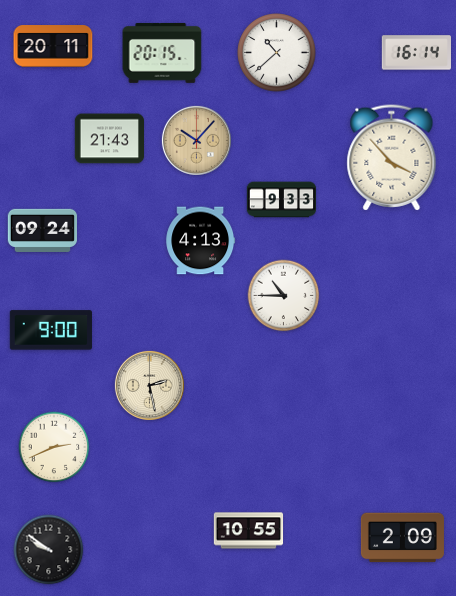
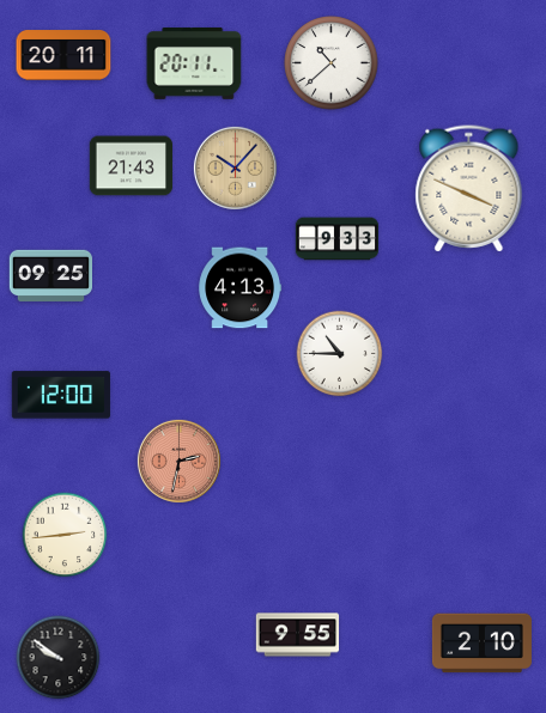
clock at (162, 53): 20:15 -> 20:11
clock at (416, 53): 16:14 -> none
clock at (392, 158): 3:53 -> 3:49
clock at (42, 230): 09:24 -> 09:25
clock at (51, 330): 9:00 -> 12:00
clock at (149, 385): 2:28 -> 2:32
clock at (149, 385) dial: cream -> salmon
clock at (54, 447): 2:41 -> 2:44
clock at (249, 531): 10:55 -> 9:55
clock at (402, 538): 2:09 -> 2:10
